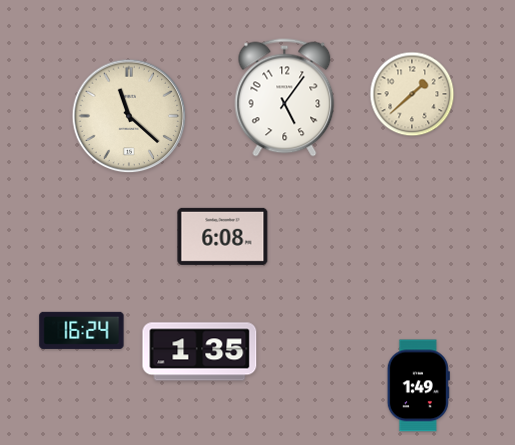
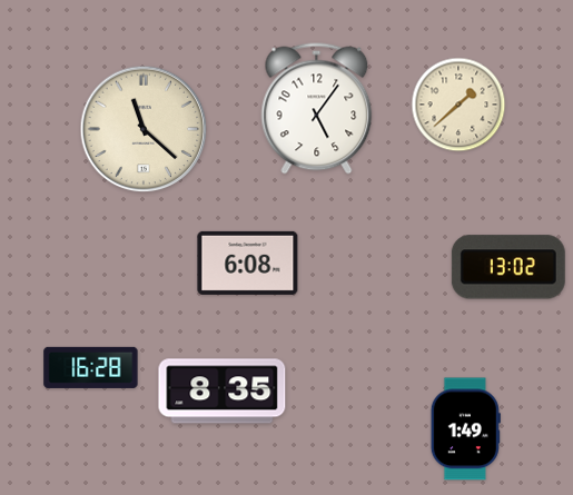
clock at (508, 267): none -> 13:02
clock at (82, 330): 16:24 -> 16:28
clock at (200, 352): 1:35 -> 8:35
